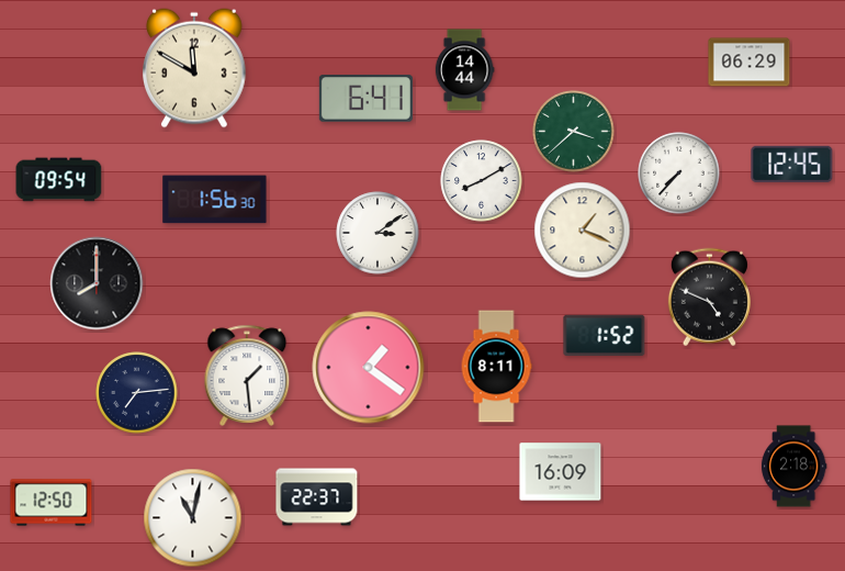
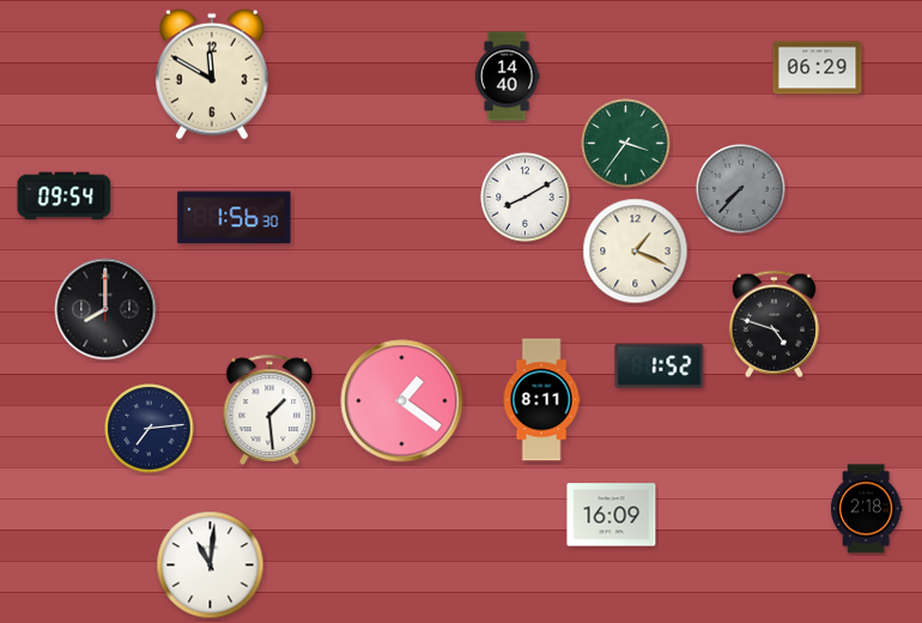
clock at (464, 70): 14:44 -> 14:40
clock at (365, 99): 6:41 -> none
clock at (574, 132): 3:38 -> 3:36
clock at (792, 164): 12:45 -> none
clock at (679, 173) dial: white -> grey
clock at (378, 233): 3:09 -> none
clock at (709, 298): 4:49 -> 4:48
clock at (317, 497): 22:37 -> none
clock at (52, 503): 12:50 -> none
clock at (193, 518): 11:02 -> 11:01
